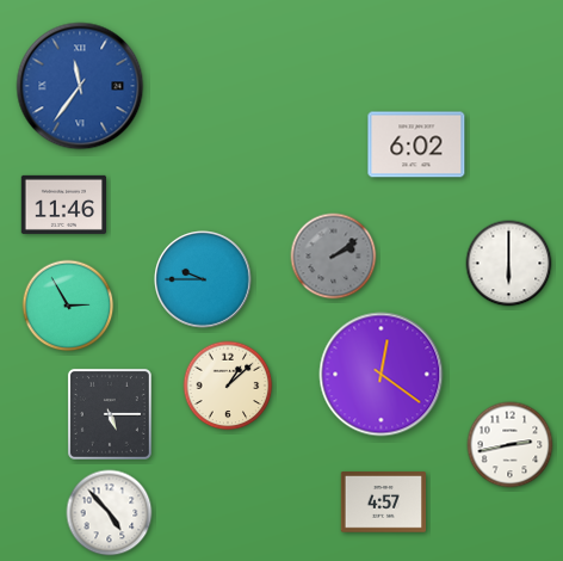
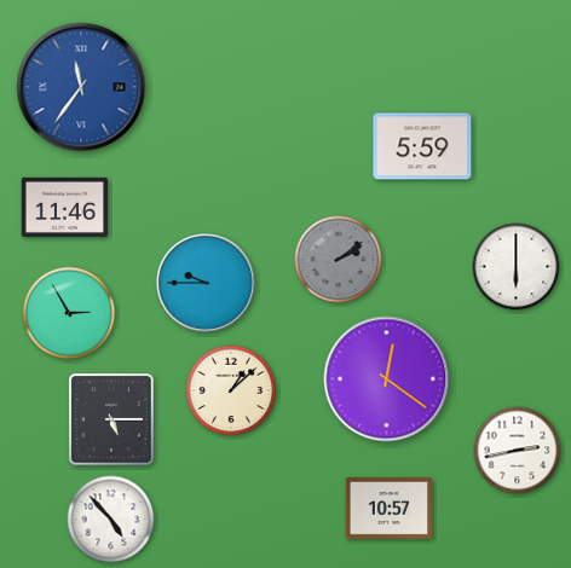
clock at (416, 144): 6:02 -> 5:59
clock at (68, 306) position: (68, 306) -> (69, 313)
clock at (383, 503): 4:57 -> 10:57
